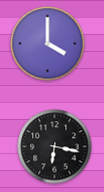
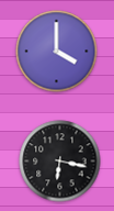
clock at (48, 44) position: (48, 44) -> (57, 52)
